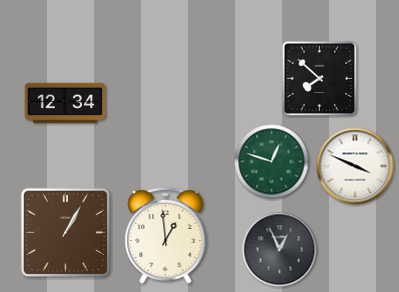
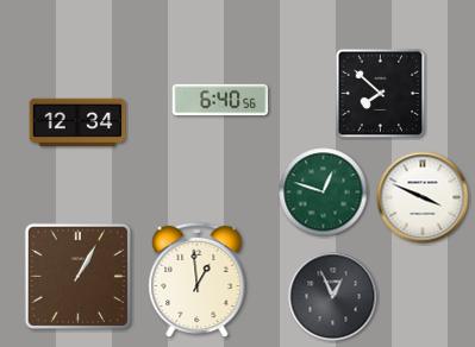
clock at (220, 100): none -> 6:40
